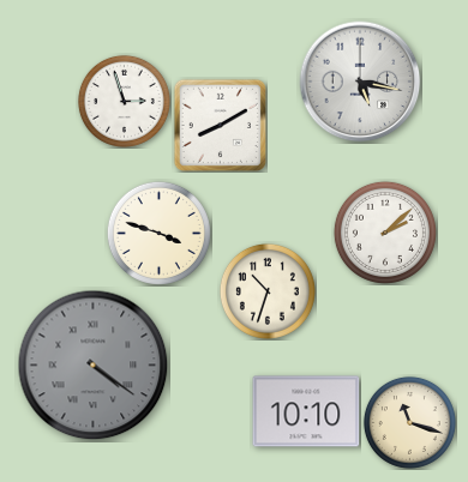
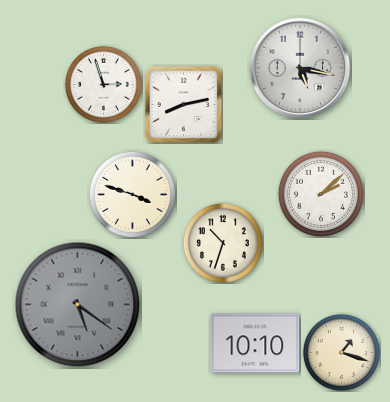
clock at (220, 125): 8:10 -> 8:13
clock at (94, 366): 4:21 -> 5:21
clock at (409, 422): 11:18 -> 1:18
